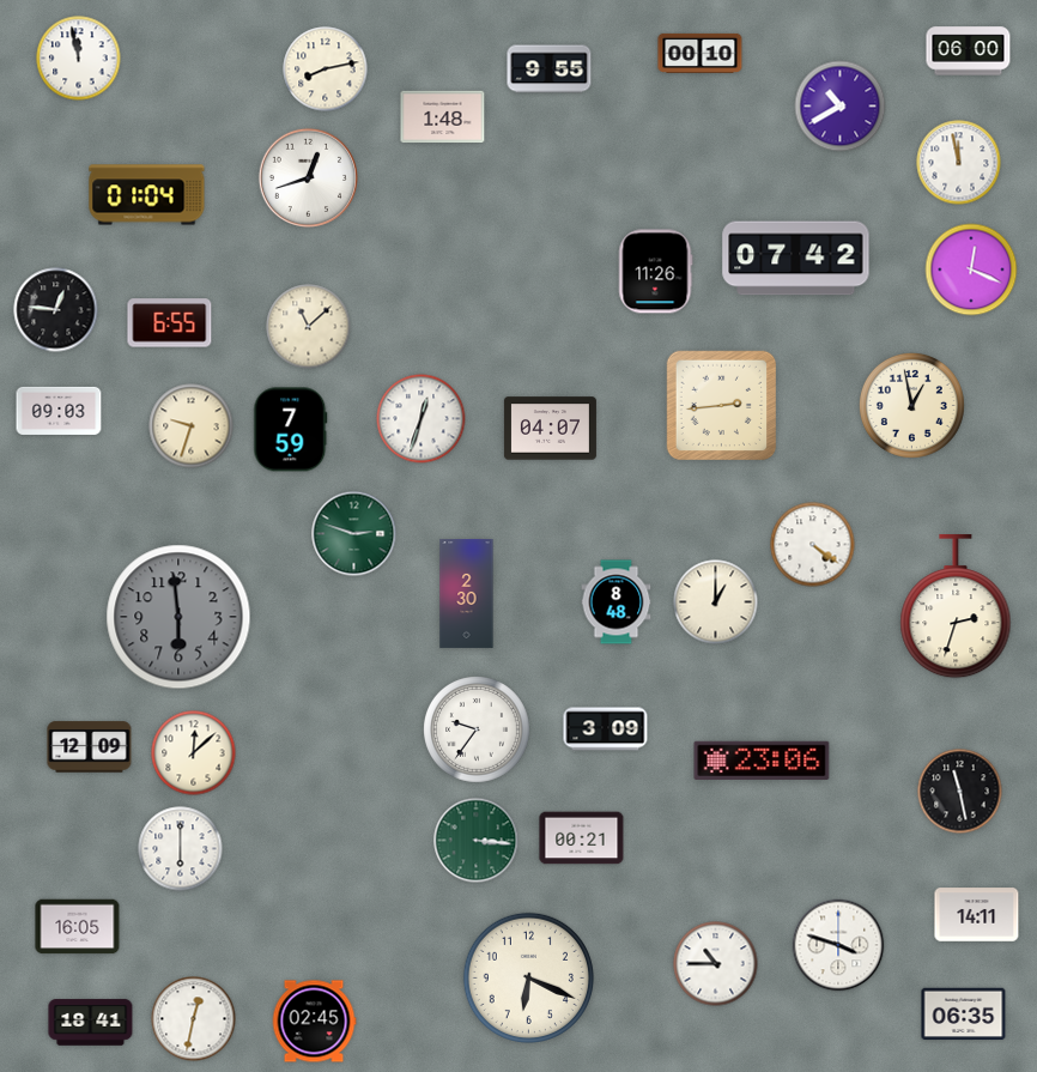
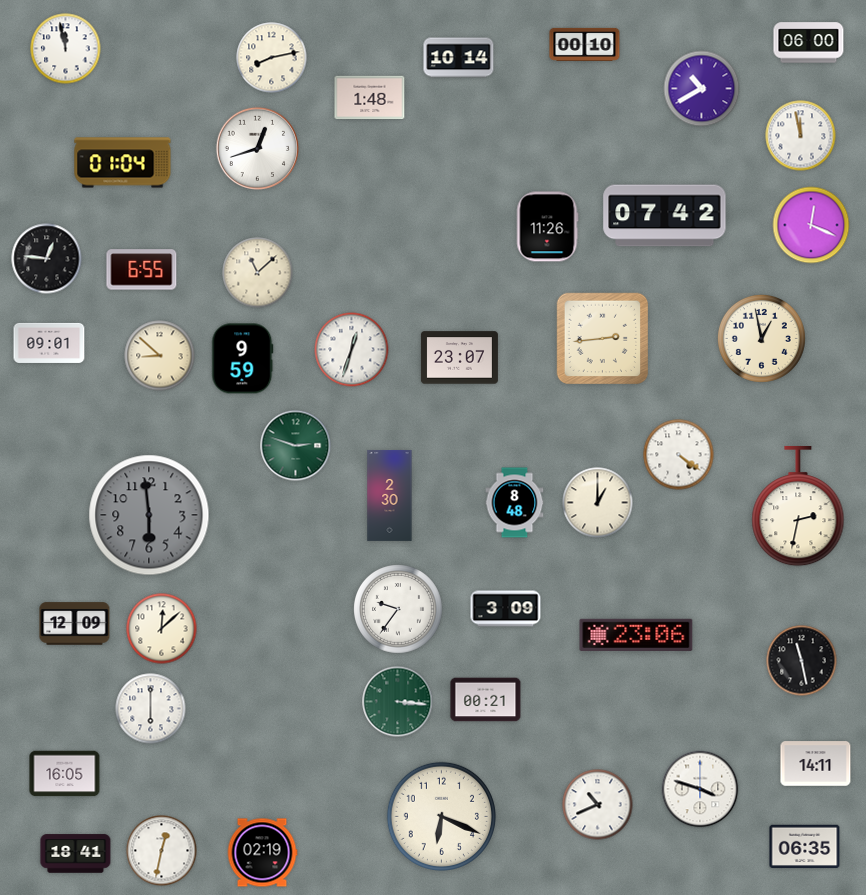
clock at (550, 69): 9:55 -> 10:14
clock at (59, 411): 09:03 -> 09:01
clock at (192, 426): 9:33 -> 8:52
clock at (550, 429): 04:07 -> 23:07
clock at (291, 430): 7:59 -> 9:59
clock at (956, 606): 2:33 -> 2:32
clock at (716, 964): 10:45 -> 10:41
clock at (314, 1022): 02:45 -> 02:19
